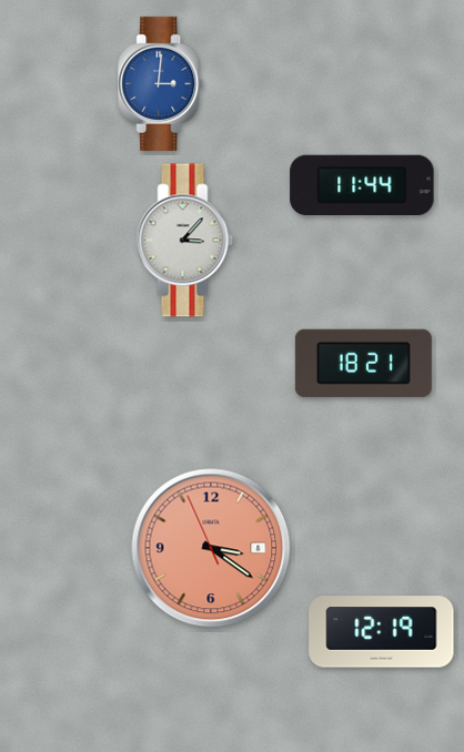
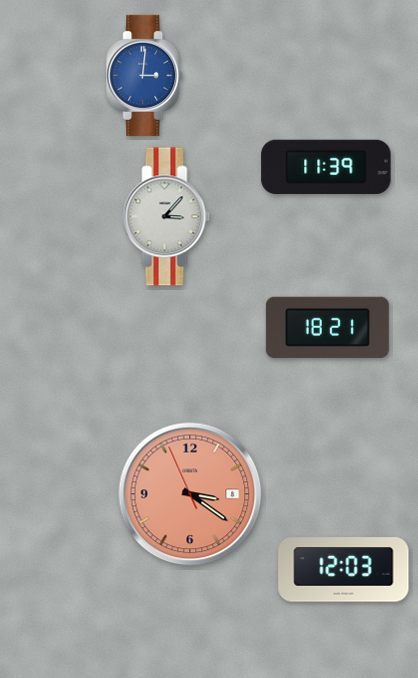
clock at (362, 185): 11:44 -> 11:39
clock at (382, 632): 12:19 -> 12:03
